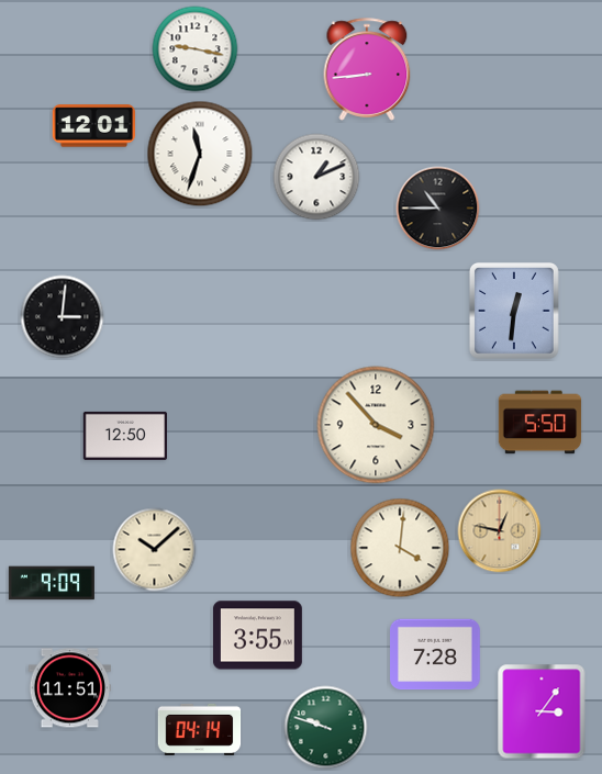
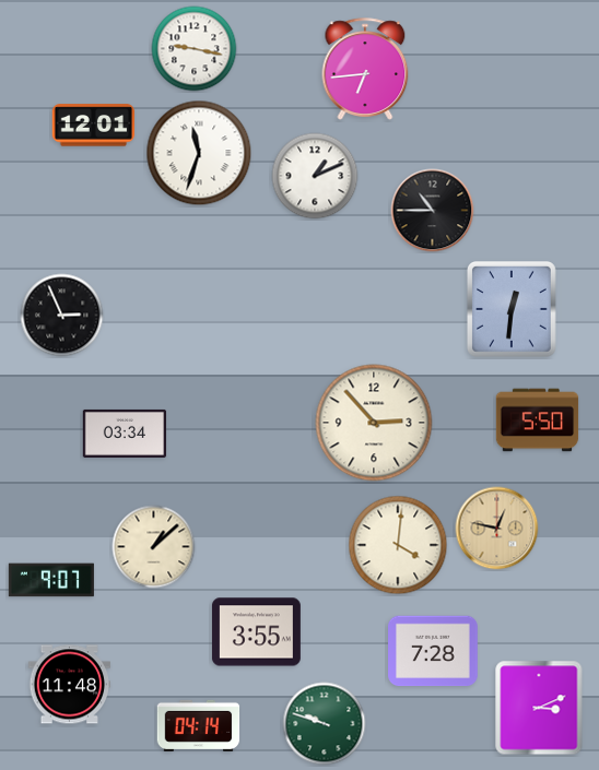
clock at (367, 69): 8:44 -> 6:44
clock at (438, 209) position: (438, 209) -> (433, 211)
clock at (63, 317): 3:01 -> 2:56
clock at (376, 425): 3:53 -> 2:53
clock at (124, 436): 12:50 -> 03:34
clock at (155, 550): 10:08 -> 1:08
clock at (52, 583): 9:09 -> 9:07
clock at (70, 688): 11:51 -> 11:48
clock at (542, 711): 3:06 -> 3:11
